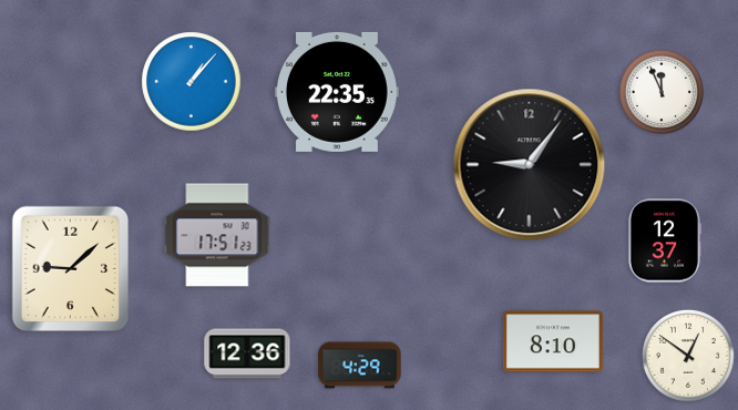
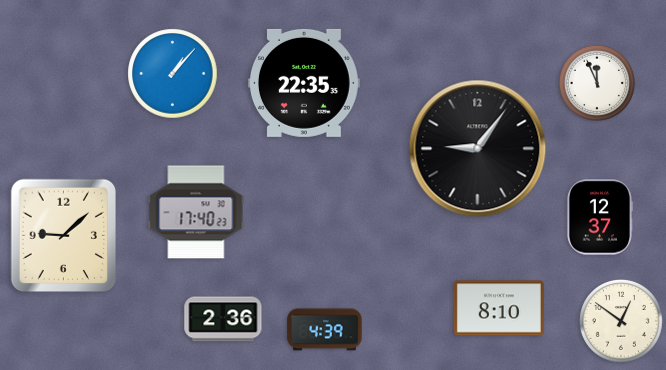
clock at (217, 235): 17:51 -> 17:40
clock at (71, 269) position: (71, 269) -> (64, 236)
clock at (247, 353): 12:36 -> 2:36
clock at (360, 366): 4:29 -> 4:39
